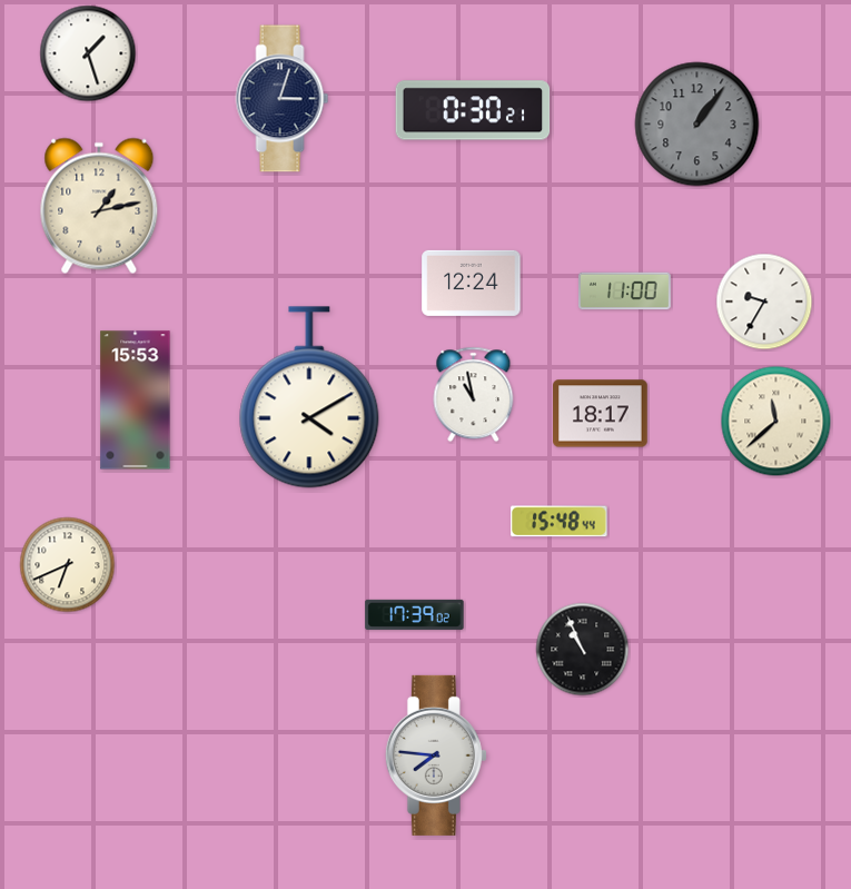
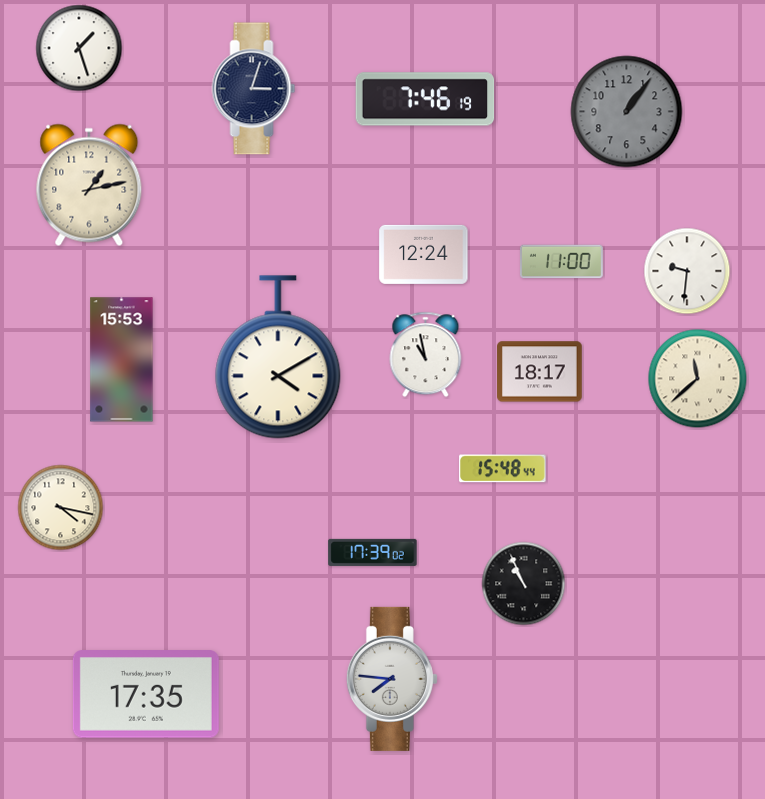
clock at (473, 110): 0:30 -> 7:46
clock at (764, 302): 9:35 -> 9:31
clock at (68, 565): 6:41 -> 4:17
clock at (146, 694): none -> 17:35
